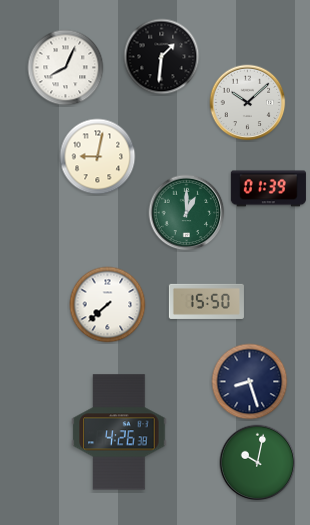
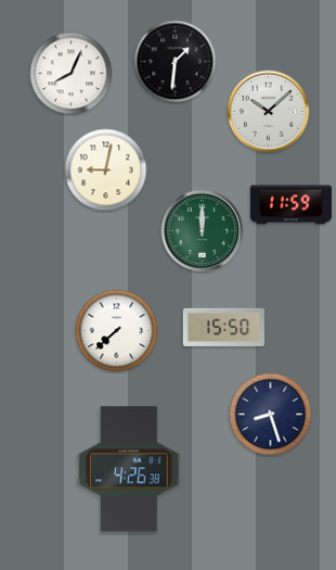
clock at (268, 189): 01:39 -> 11:59
clock at (187, 213): 1:00 -> 12:00
clock at (258, 463): 10:02 -> none
